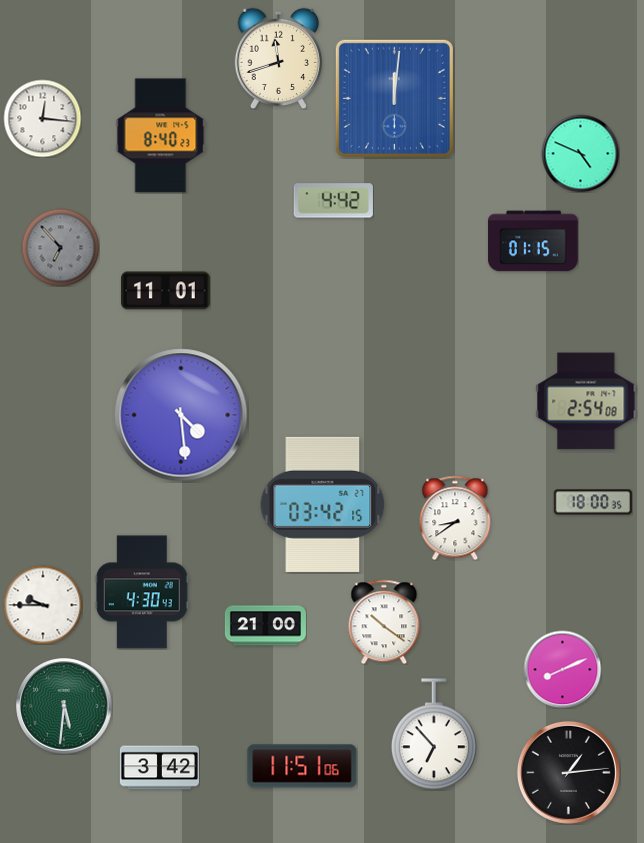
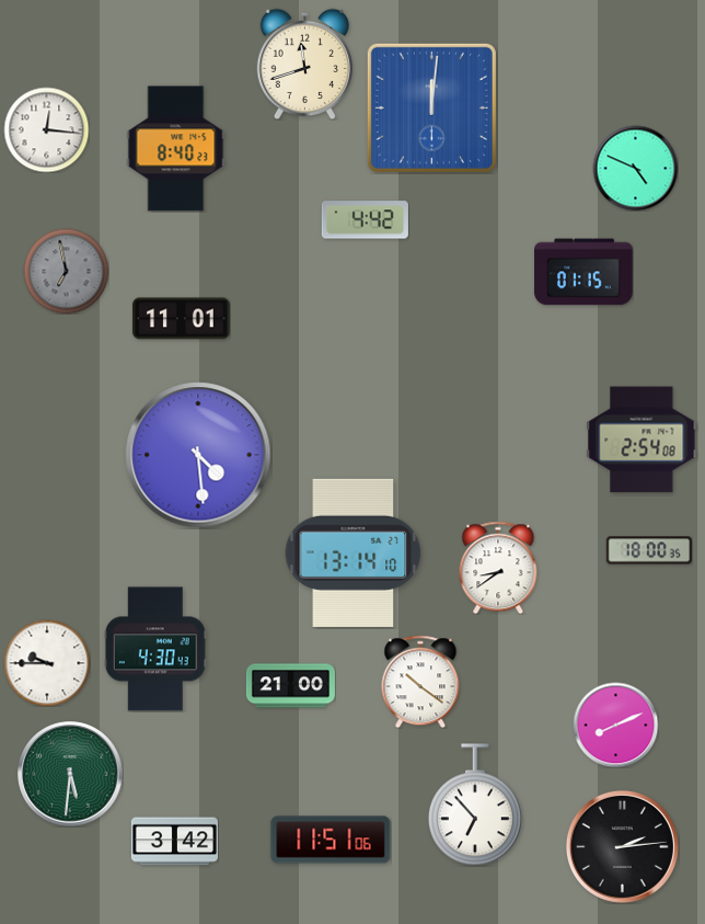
clock at (533, 241) position: (533, 241) -> (583, 272)
clock at (60, 247): 6:53 -> 6:58
clock at (323, 504): 03:42 -> 13:14
clock at (562, 669) position: (562, 669) -> (615, 725)
clock at (568, 772): 1:14 -> 2:14
